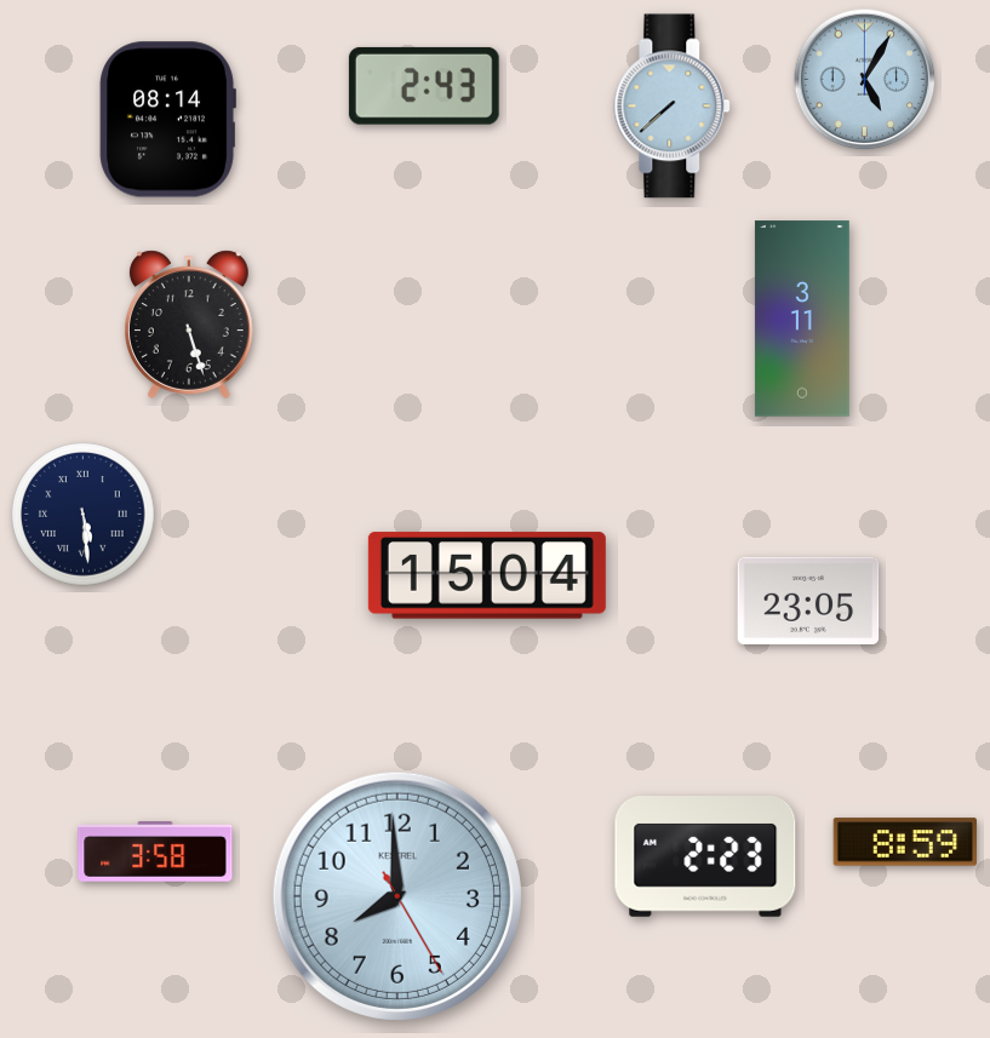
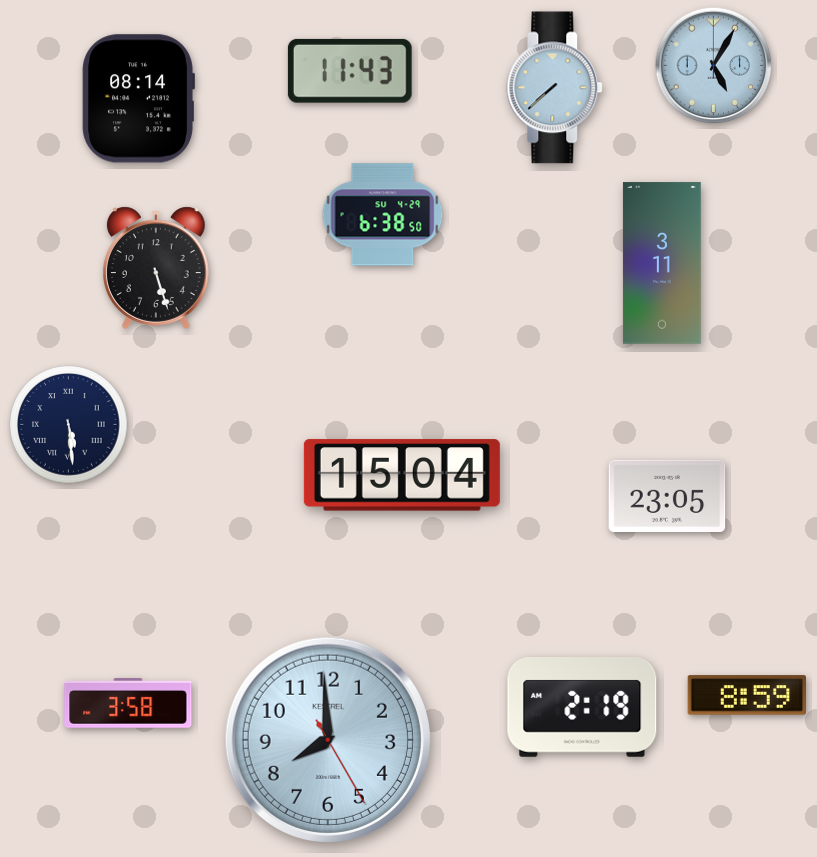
clock at (424, 86): 2:43 -> 11:43
clock at (383, 215): none -> 6:38
clock at (705, 858): 2:23 -> 2:19
